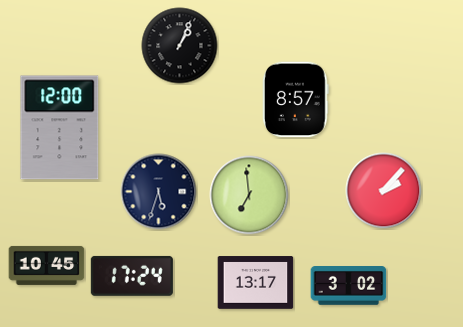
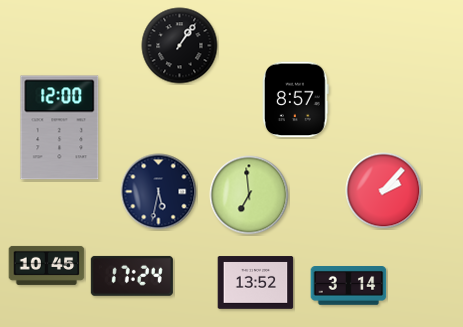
clock at (180, 46): 1:04 -> 1:06
clock at (159, 192): 5:33 -> 5:32
clock at (256, 283): 13:17 -> 13:52
clock at (349, 286): 3:02 -> 3:14
